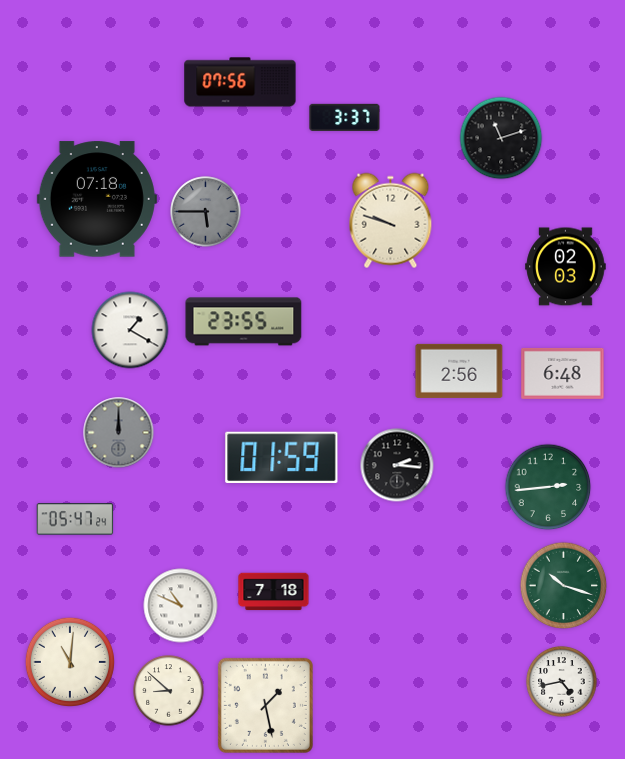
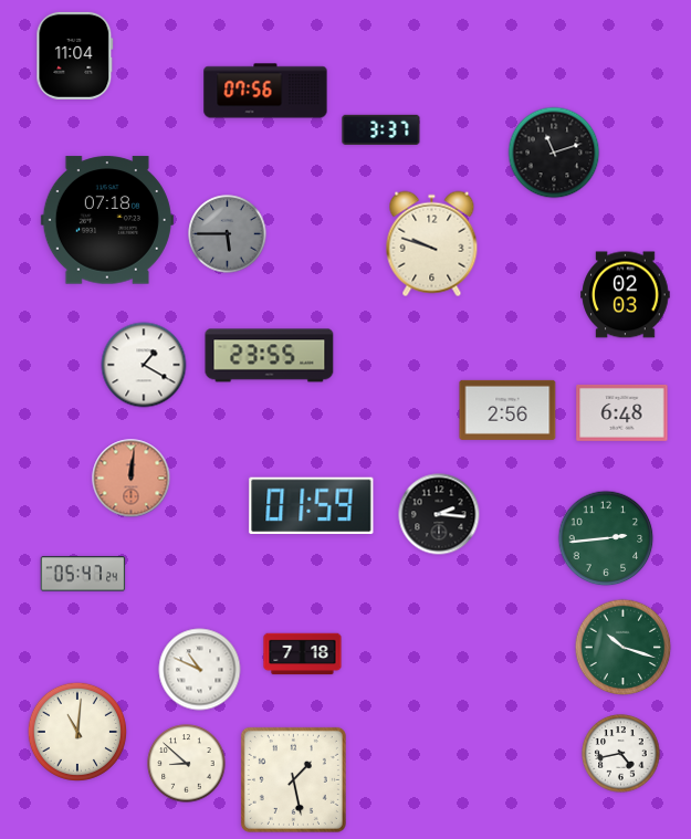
clock at (75, 55): none -> 11:04
clock at (119, 433): 12:00 -> 12:01
clock at (119, 433) dial: grey -> salmon
